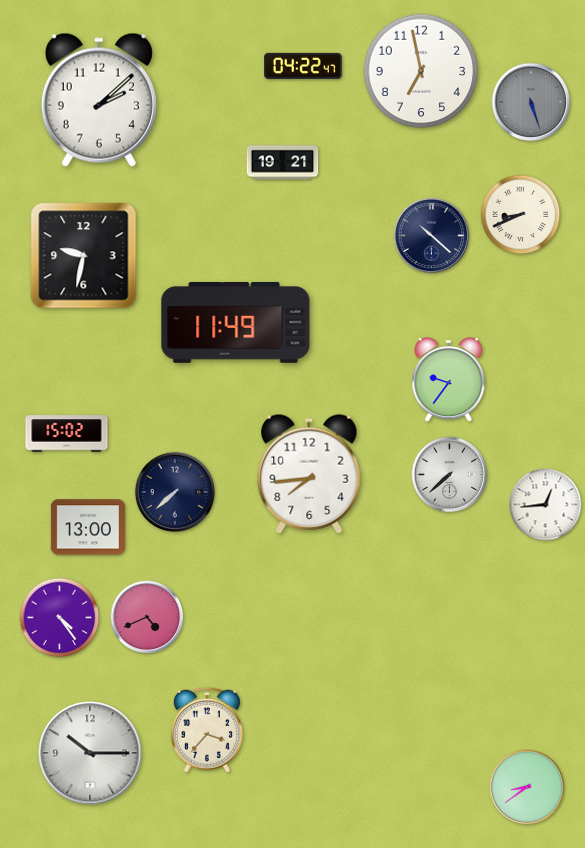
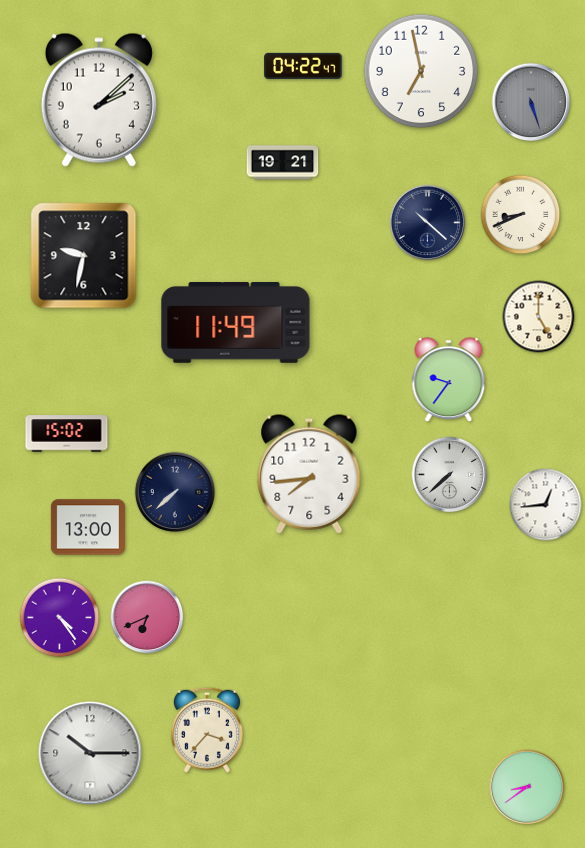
clock at (432, 236) position: (432, 236) -> (428, 223)
clock at (539, 317): none -> 5:00
clock at (147, 617): 4:41 -> 6:41
